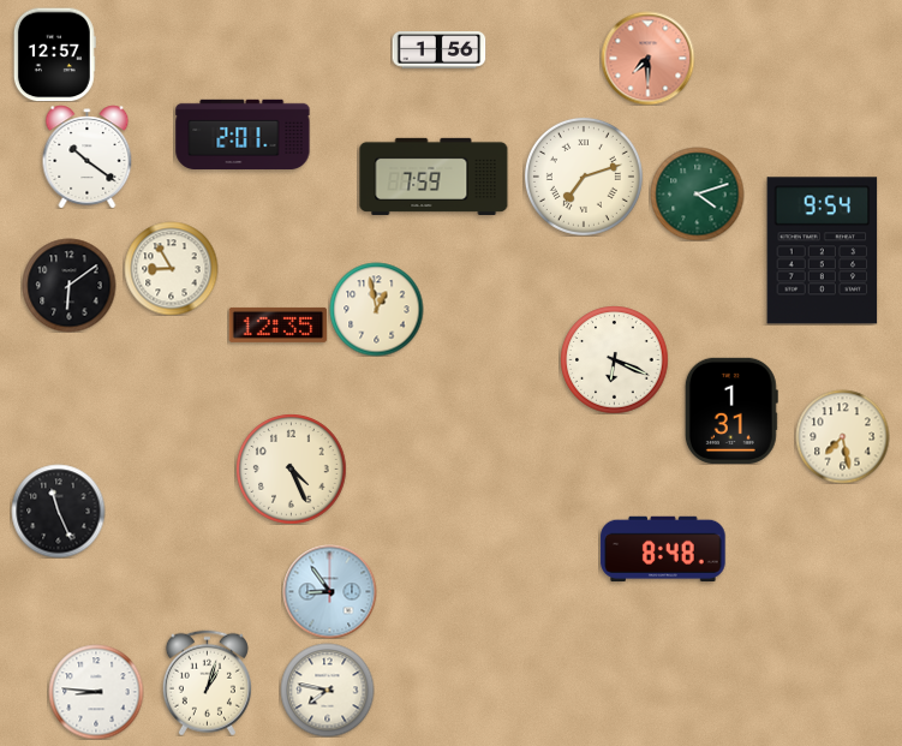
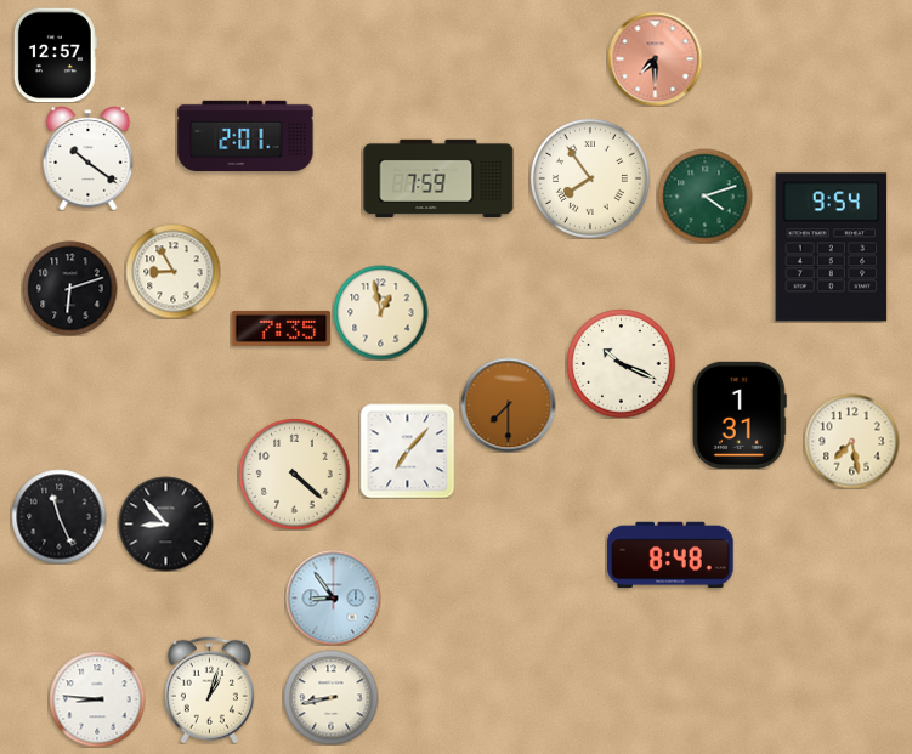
clock at (438, 50): 1:56 -> none
clock at (584, 177): 7:12 -> 7:54
clock at (823, 251) position: (823, 251) -> (832, 248)
clock at (68, 285): 6:09 -> 6:12
clock at (277, 324): 12:35 -> 7:35
clock at (614, 359): 6:19 -> 10:19
clock at (508, 404): none -> 7:30
clock at (407, 450): none -> 7:07
clock at (291, 469): 4:26 -> 4:22
clock at (165, 523): none -> 8:53
clock at (327, 690): 7:47 -> 8:43
